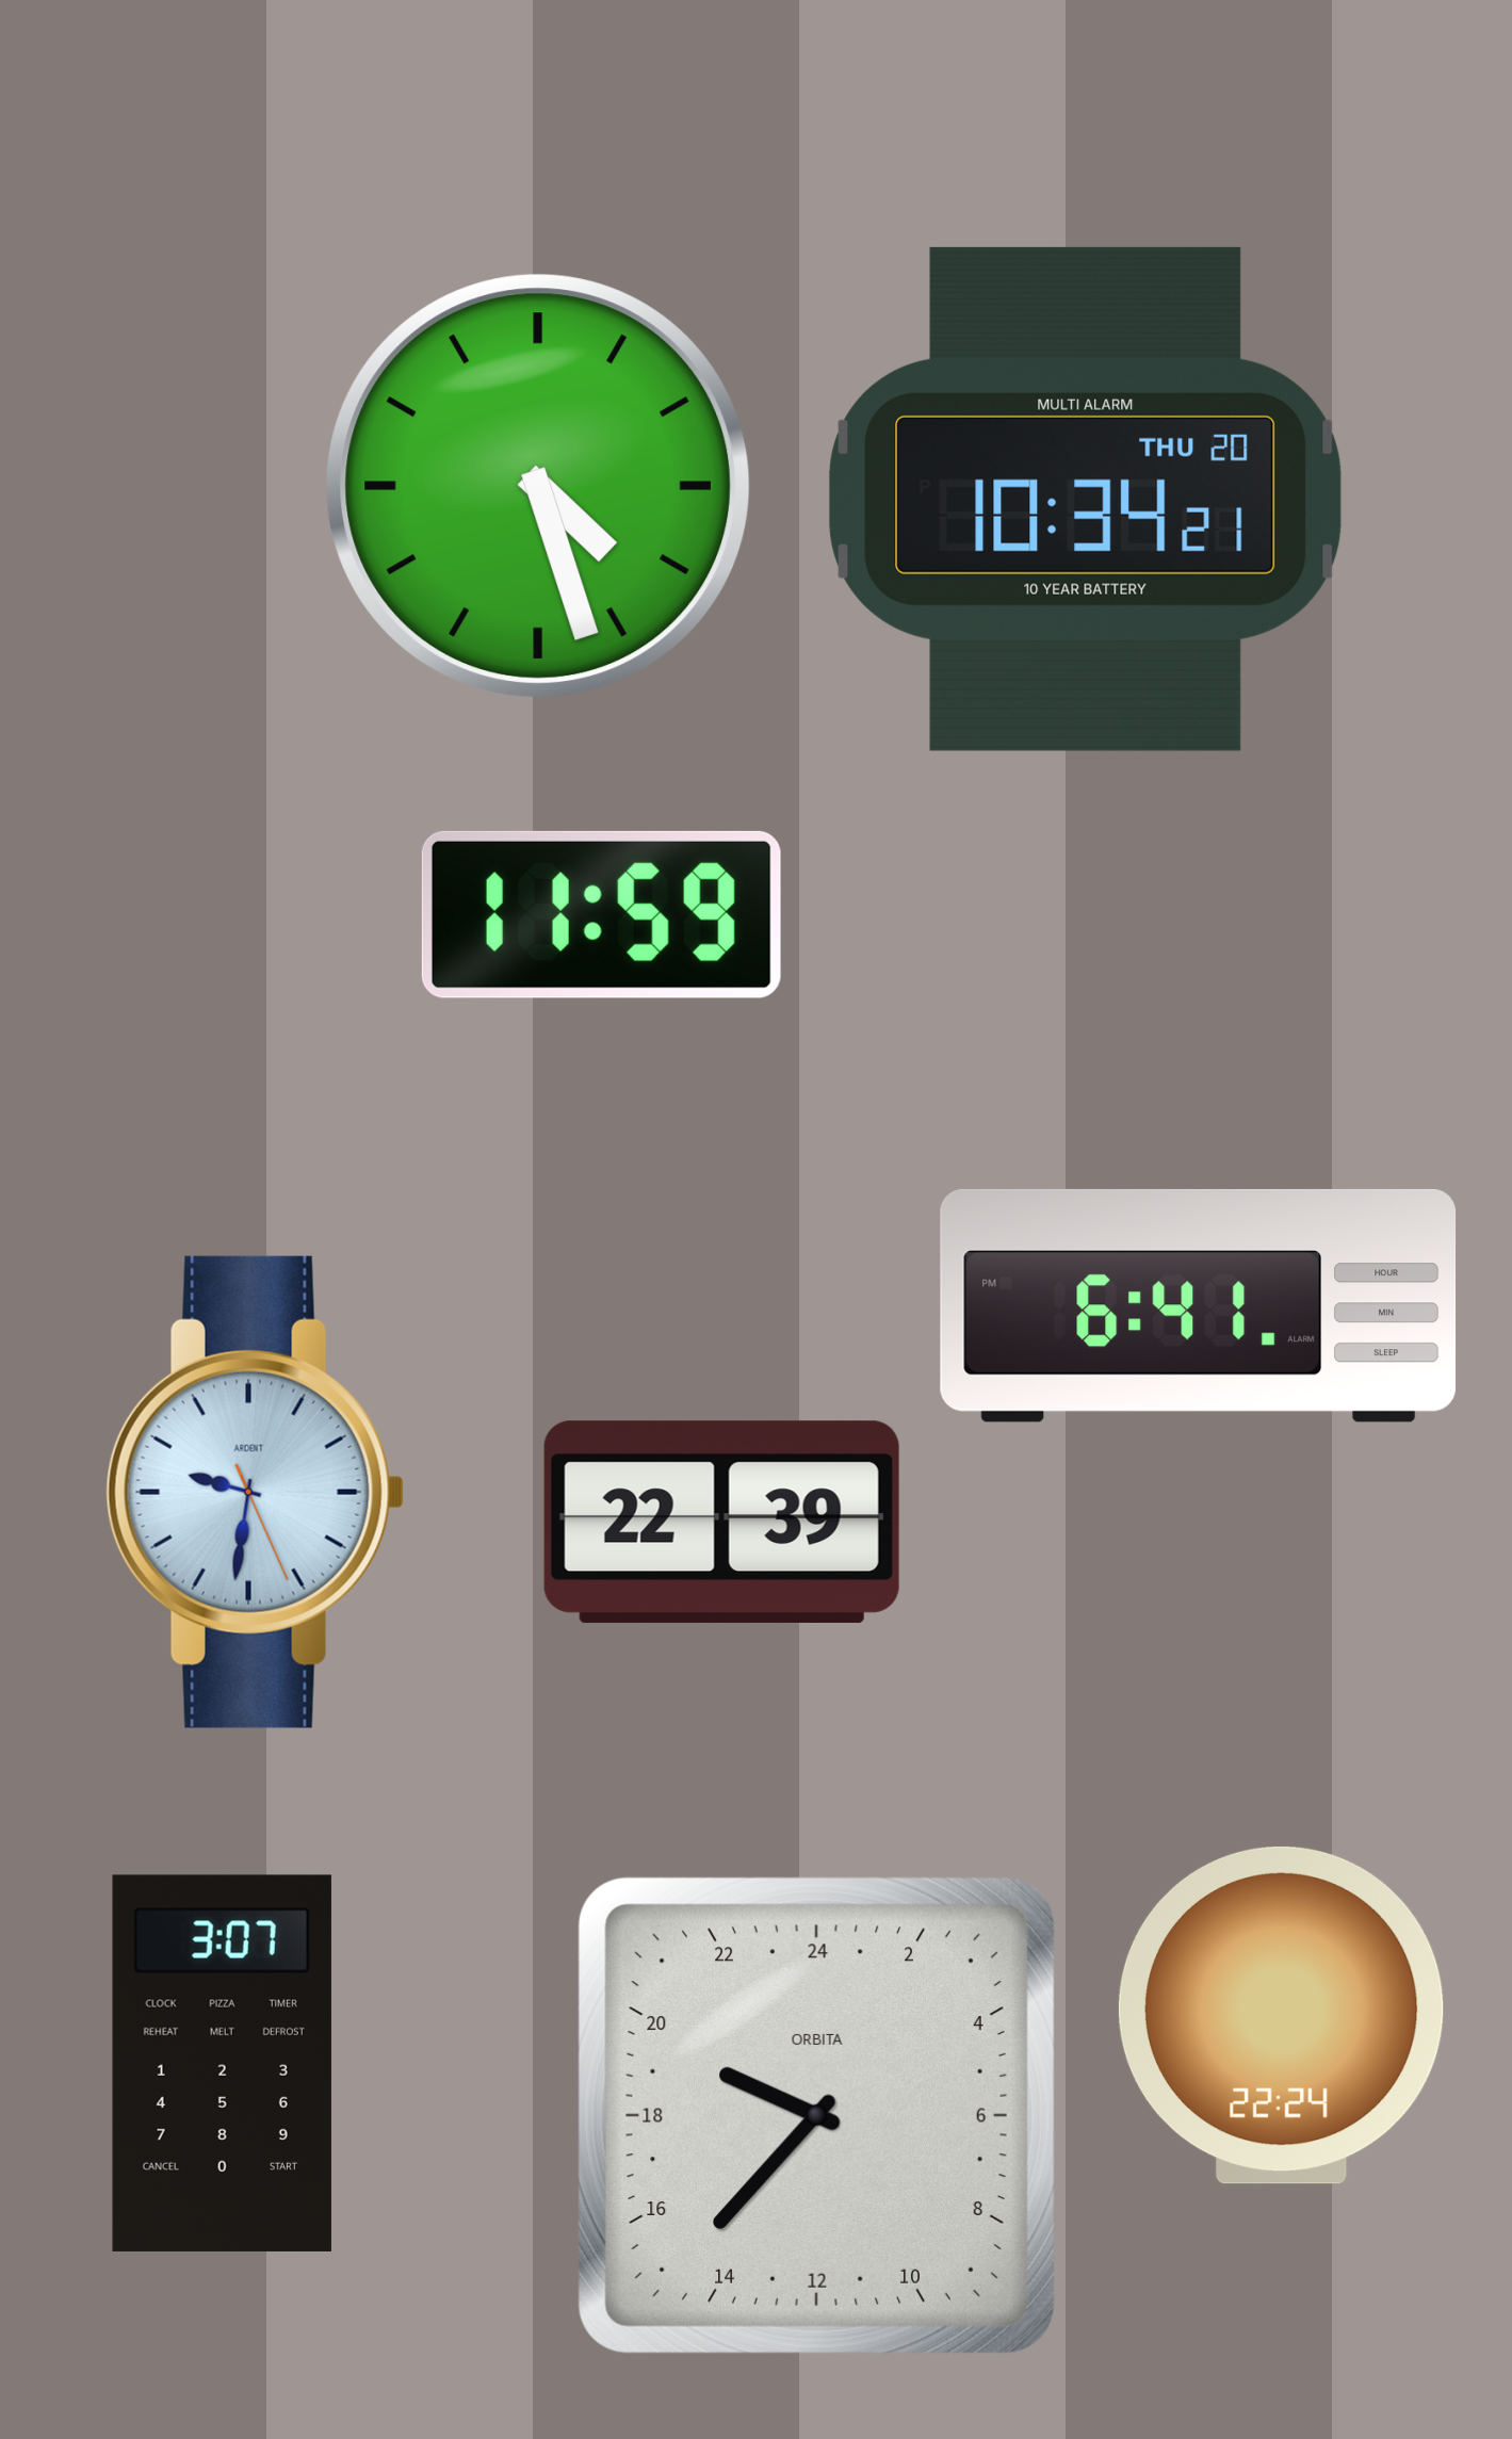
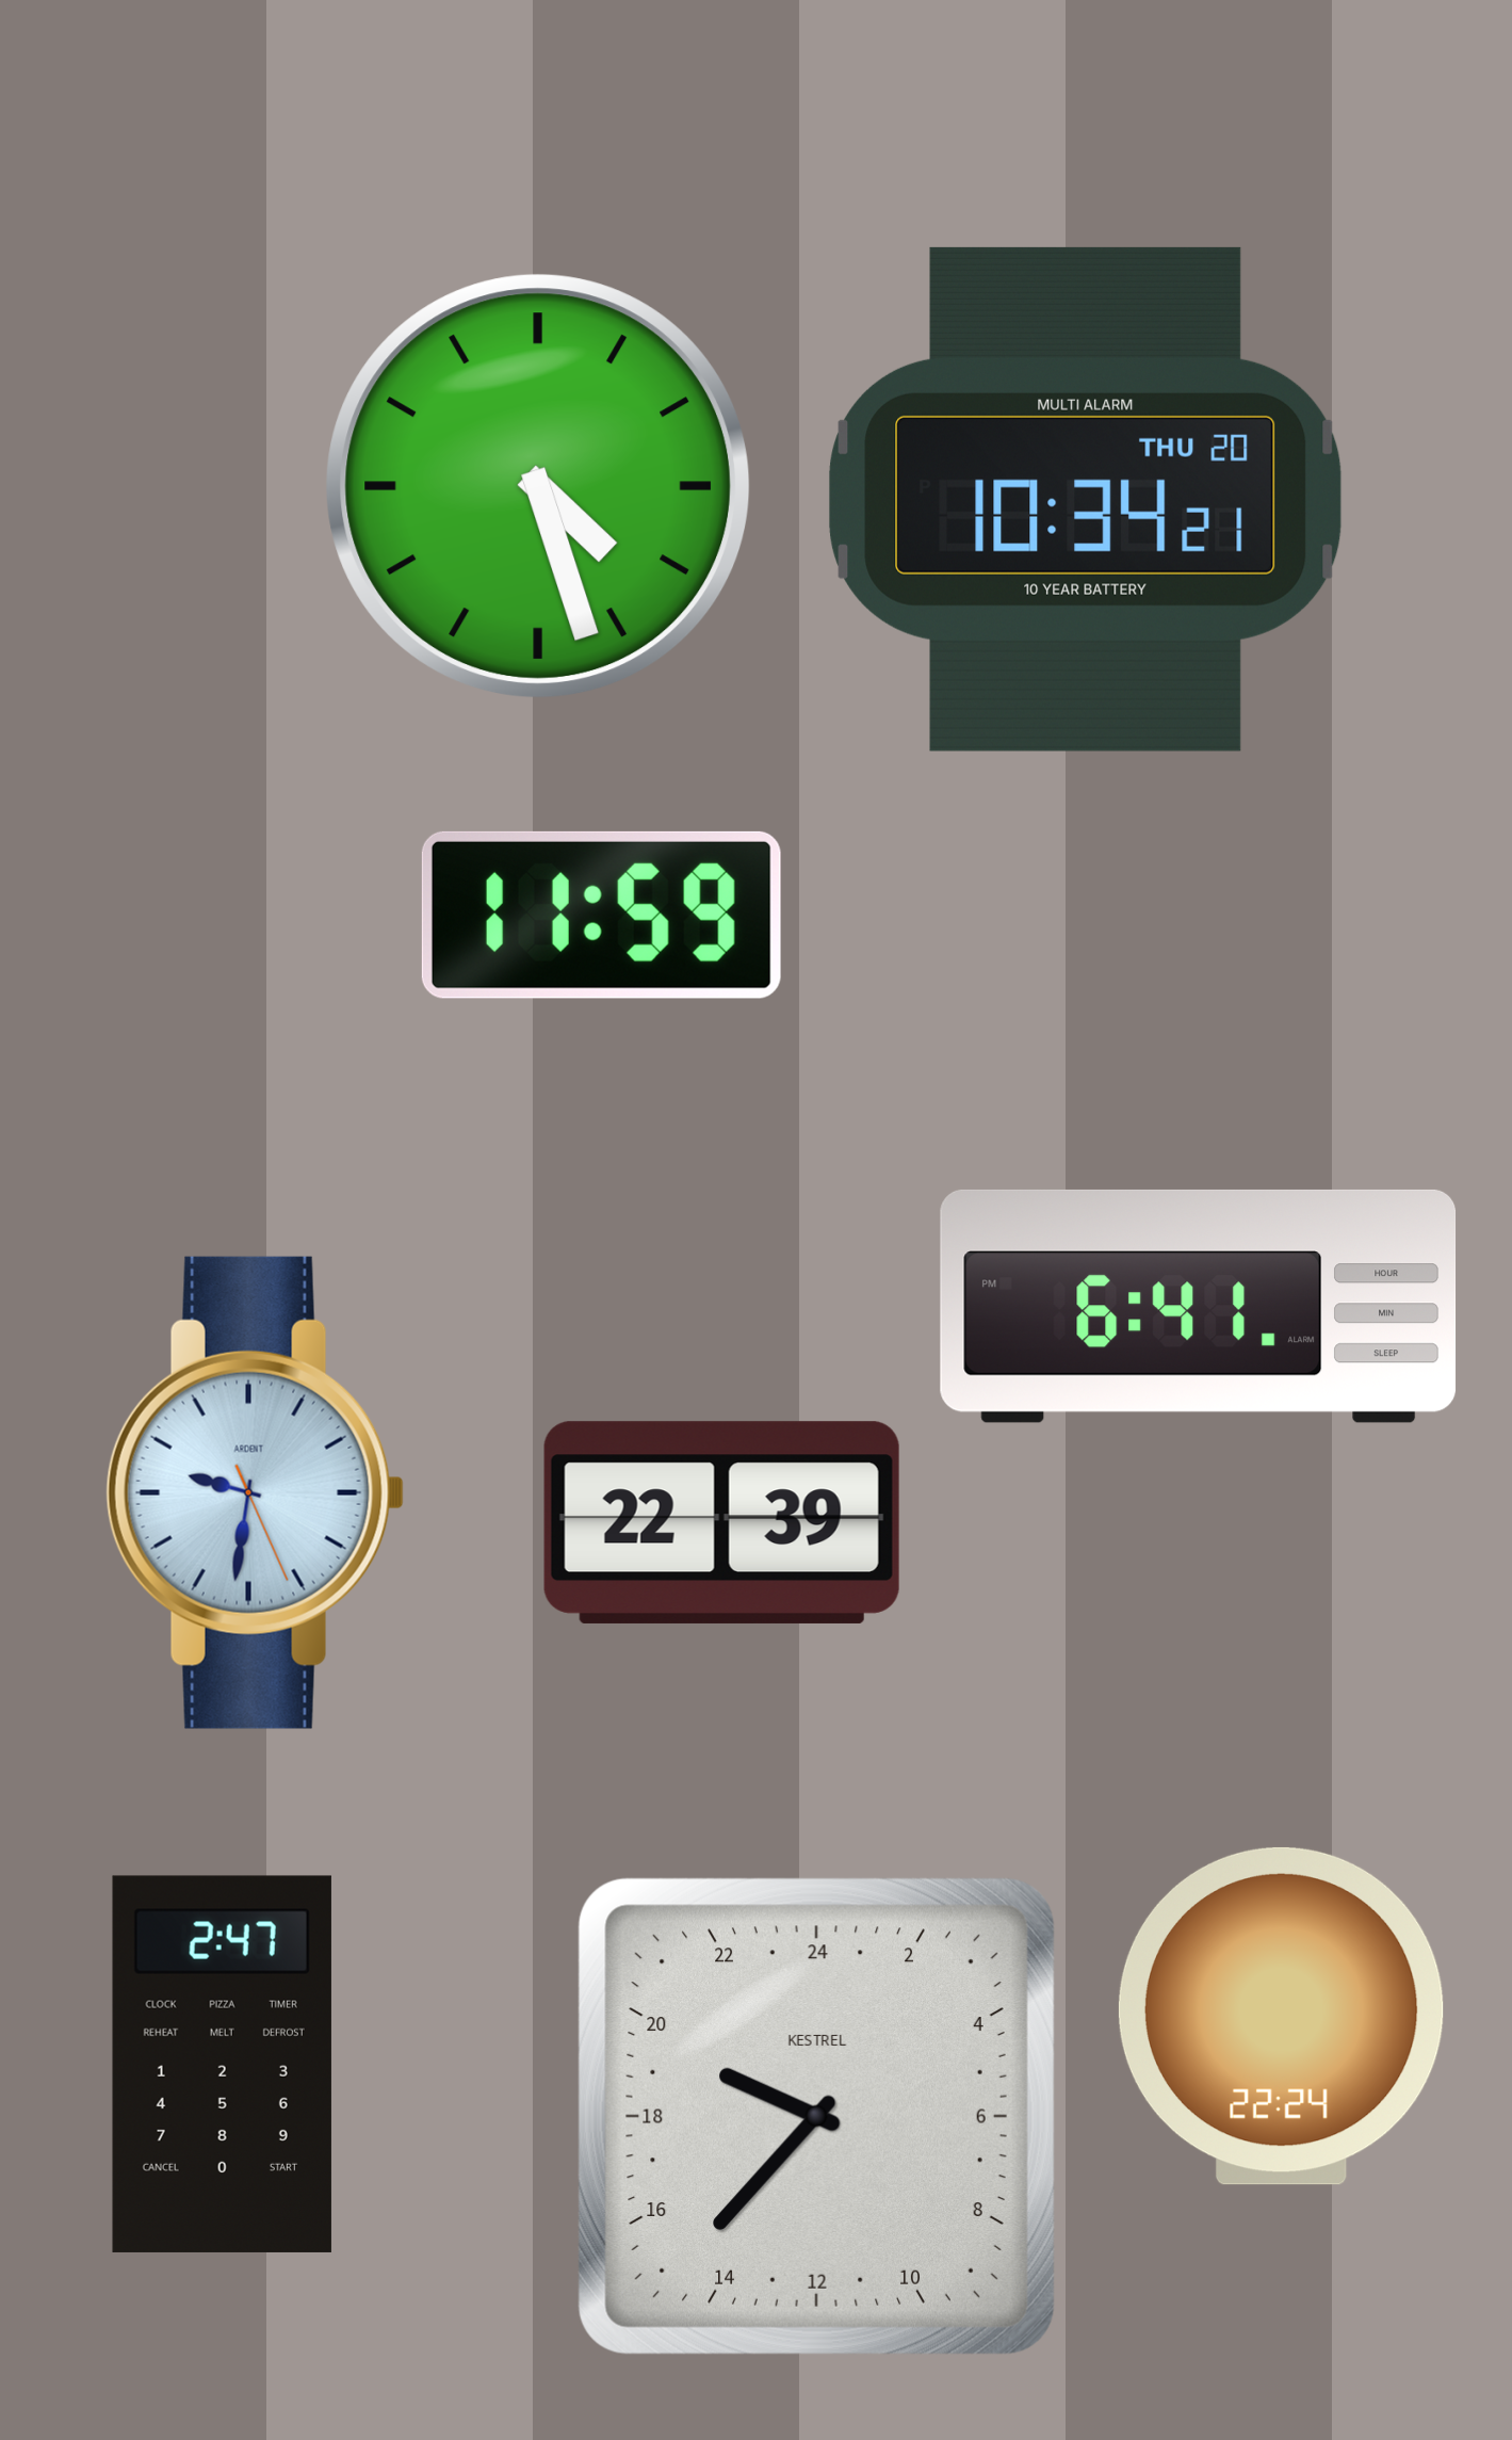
clock at (222, 2063): 3:07 -> 2:47
clock at (816, 2115) brand: ORBITA -> KESTREL
